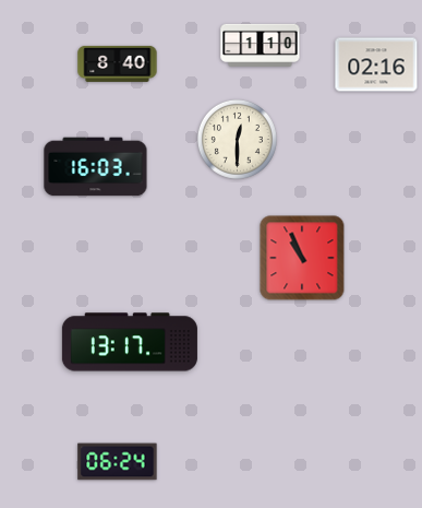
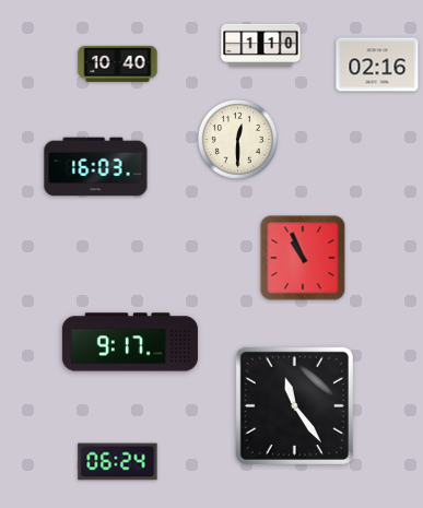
clock at (118, 63): 8:40 -> 10:40
clock at (130, 342): 13:17 -> 9:17
clock at (294, 405): none -> 11:24
